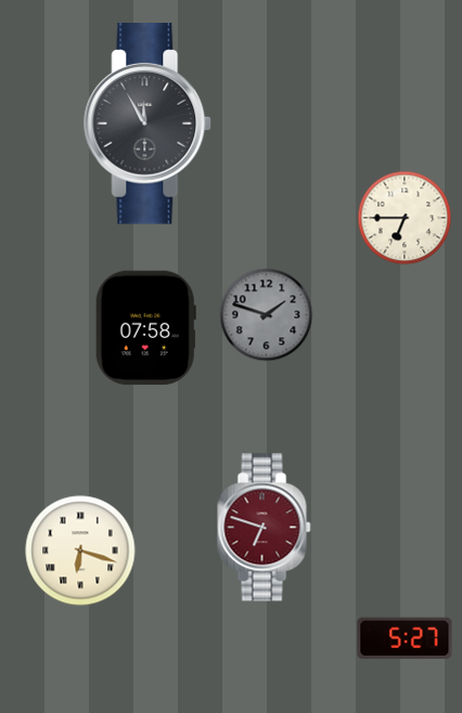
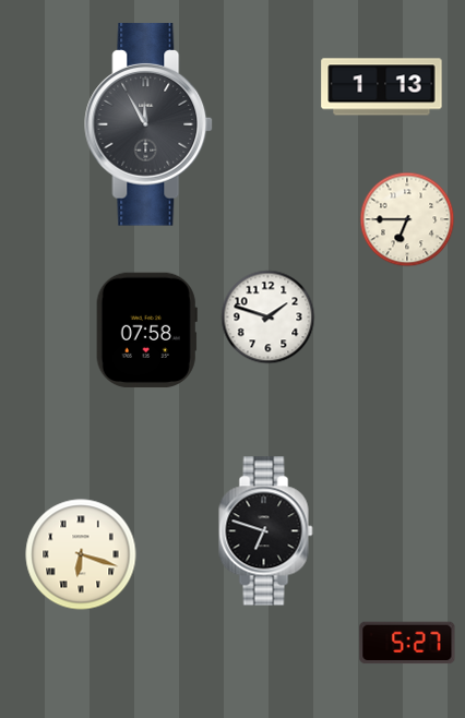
clock at (382, 87): none -> 1:13
clock at (267, 315) dial: grey -> white
clock at (265, 528) dial: burgundy -> black
